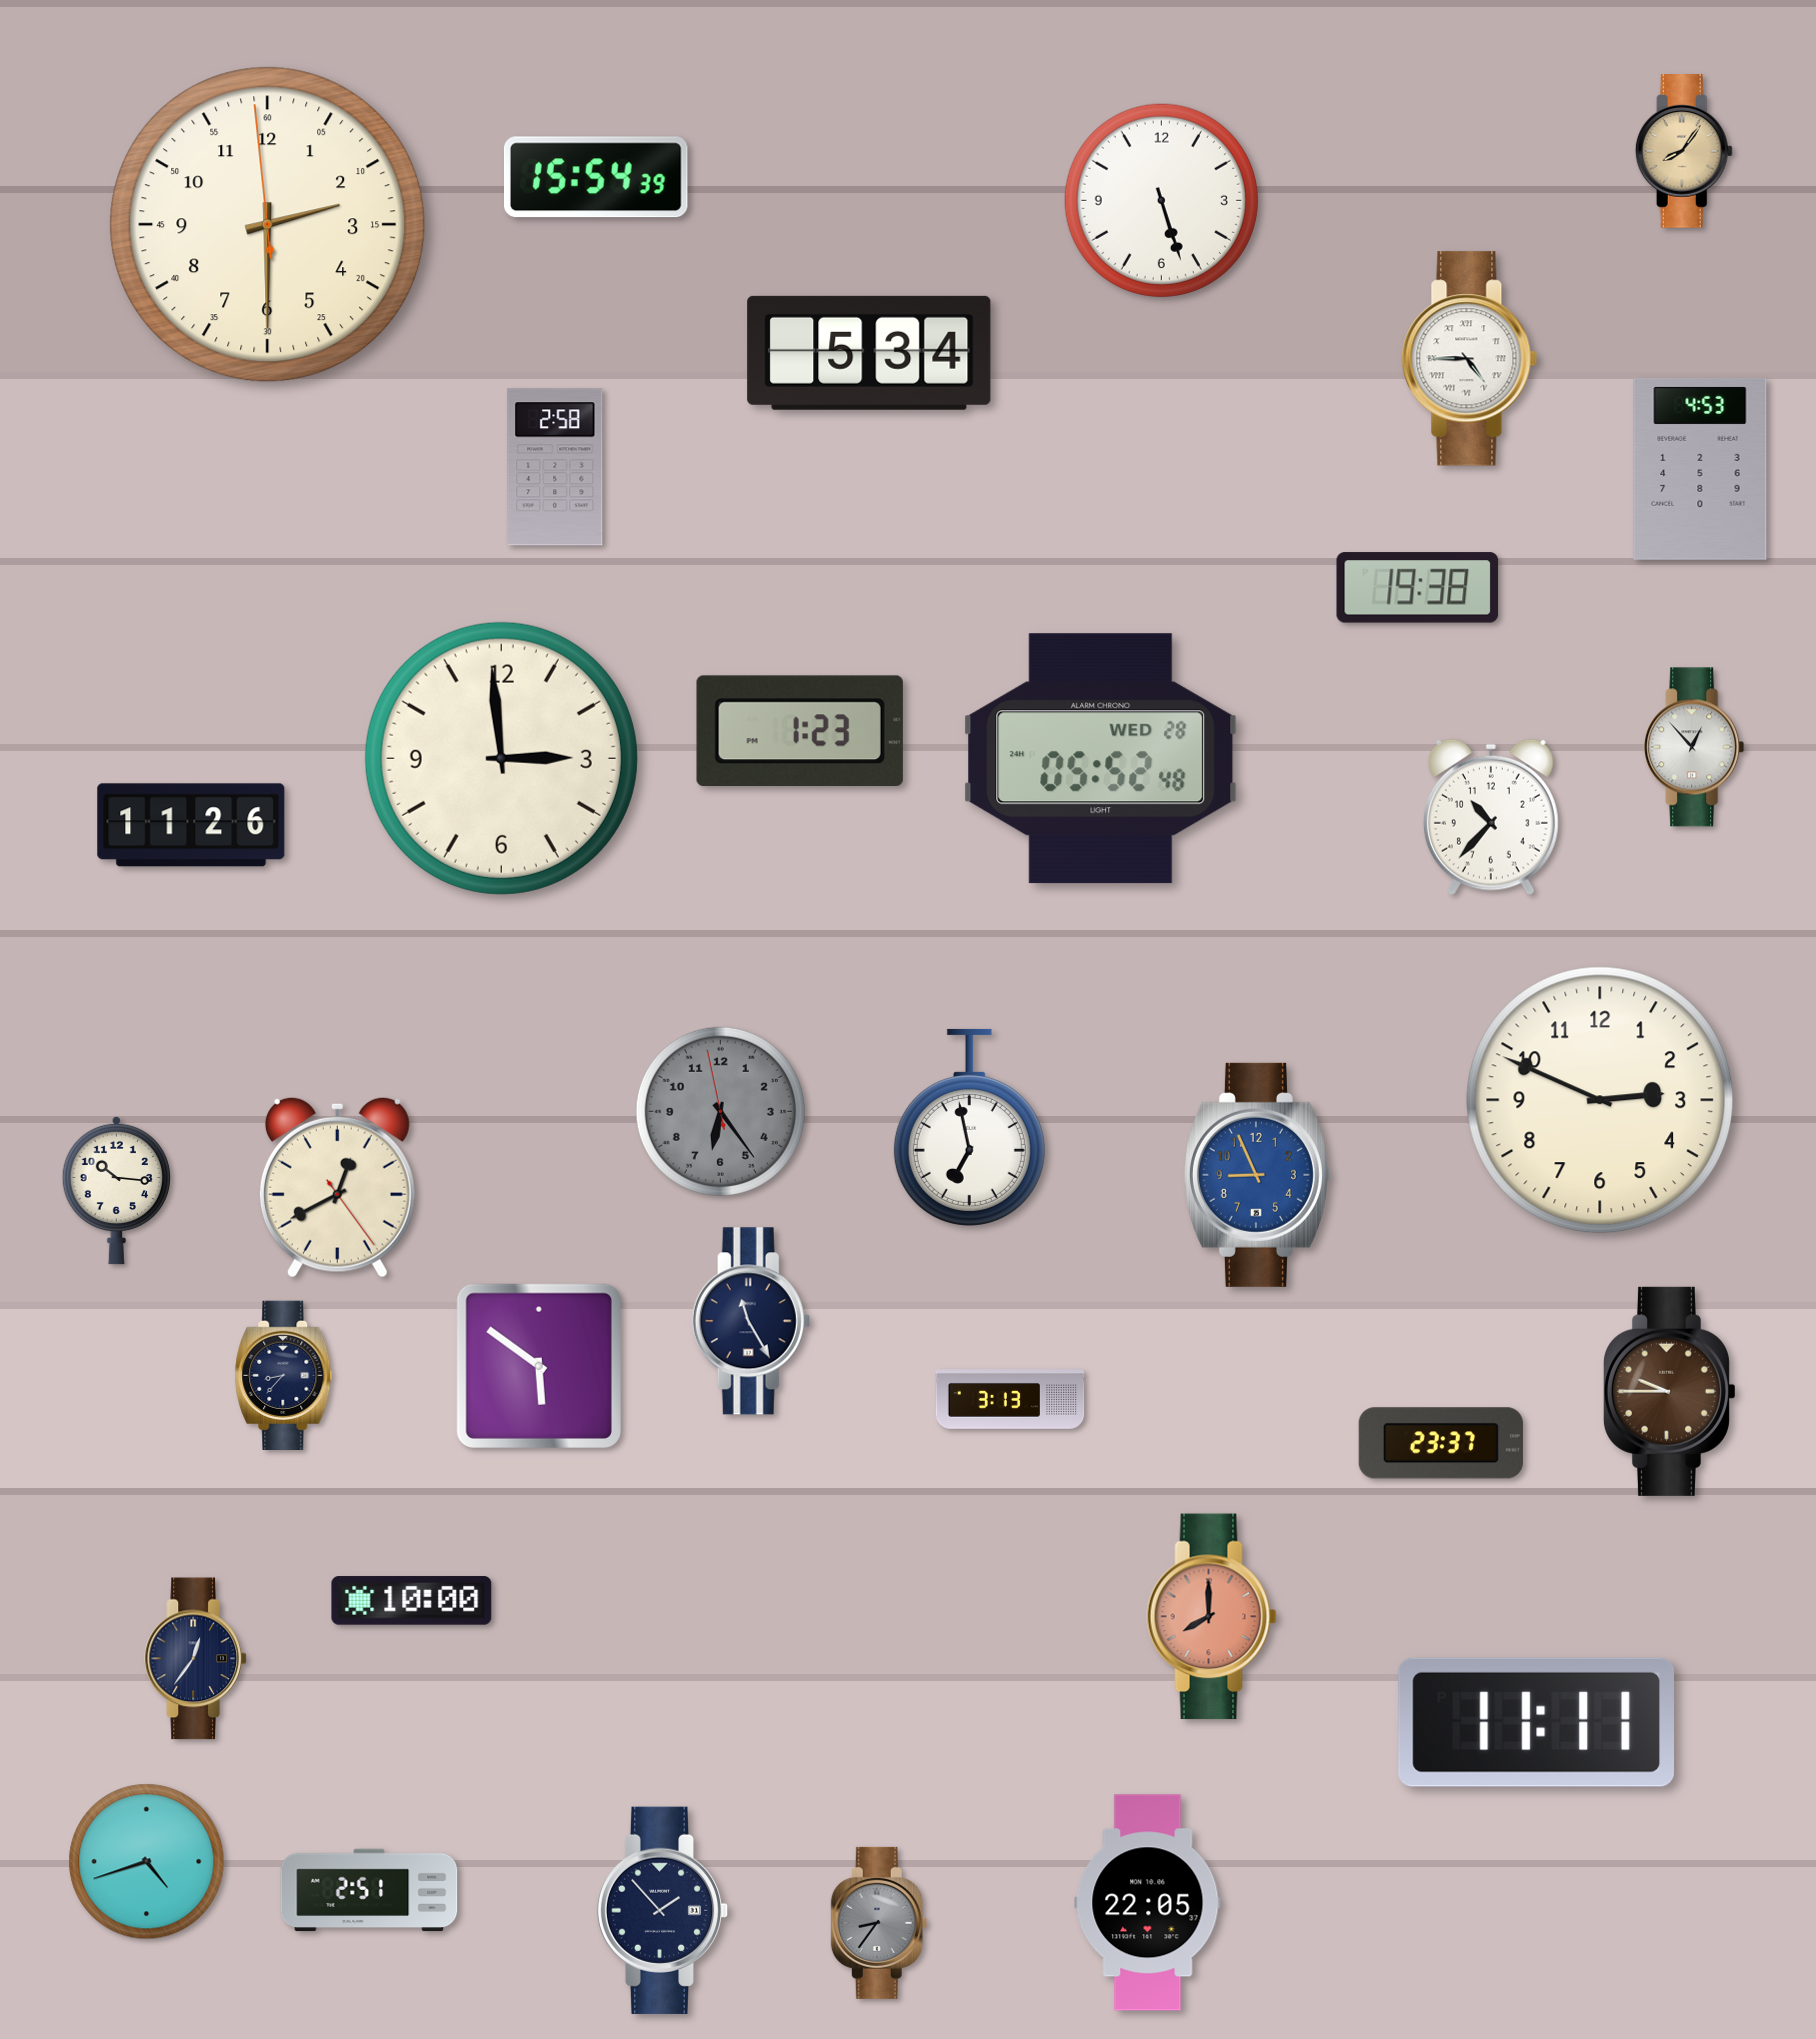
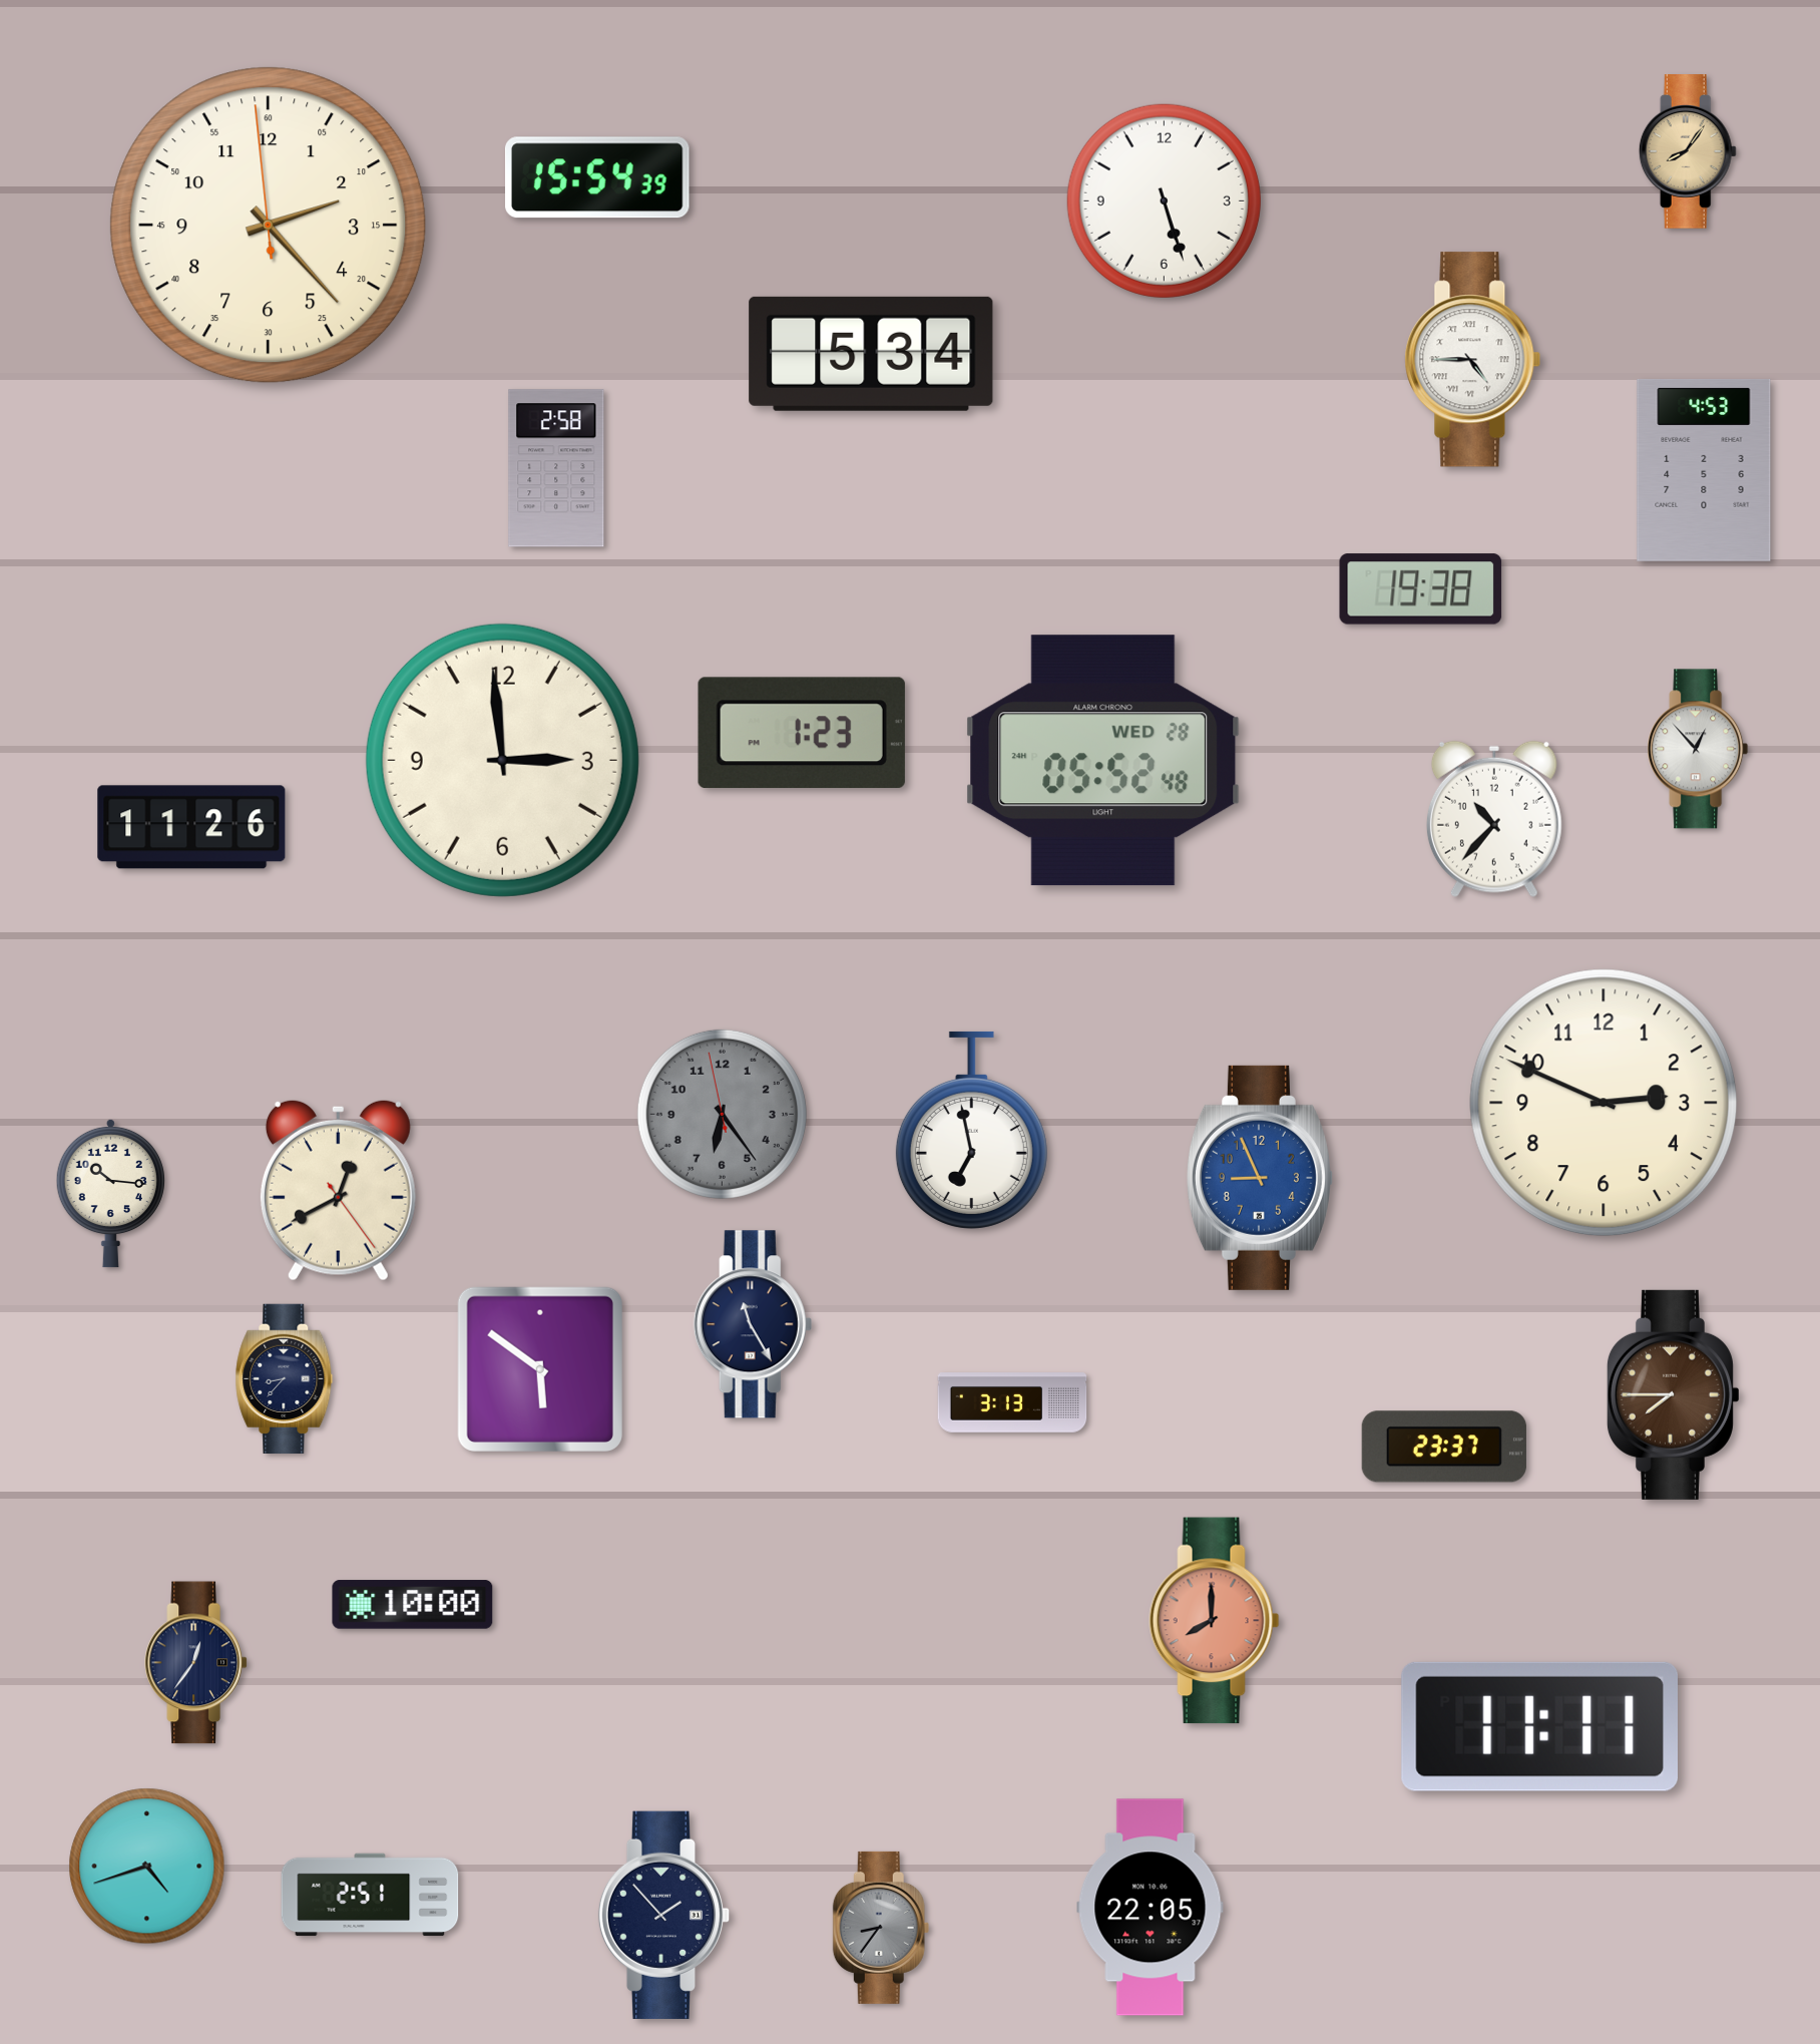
clock at (268, 225): 2:29 -> 2:22
clock at (116, 1190) position: (116, 1190) -> (110, 1193)
clock at (1669, 1391): 9:45 -> 7:45
